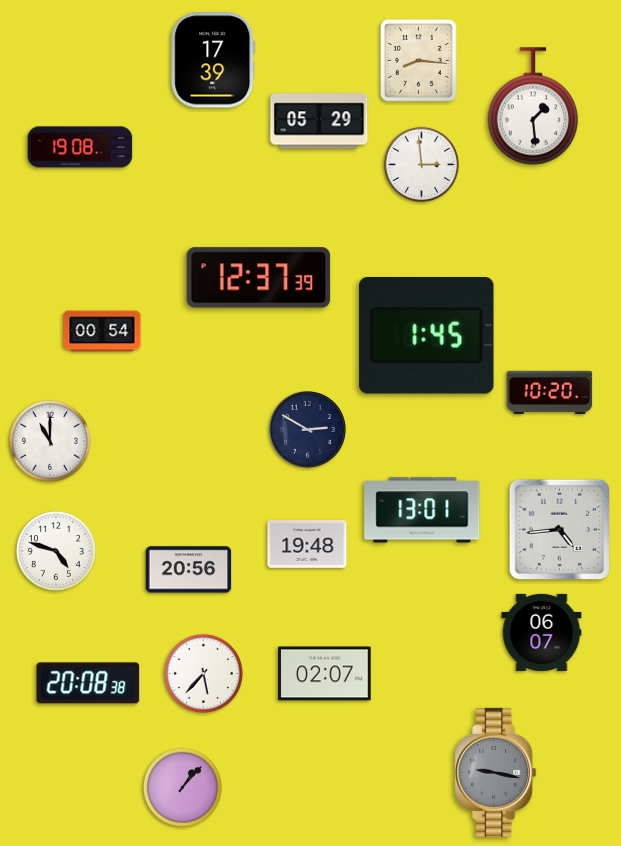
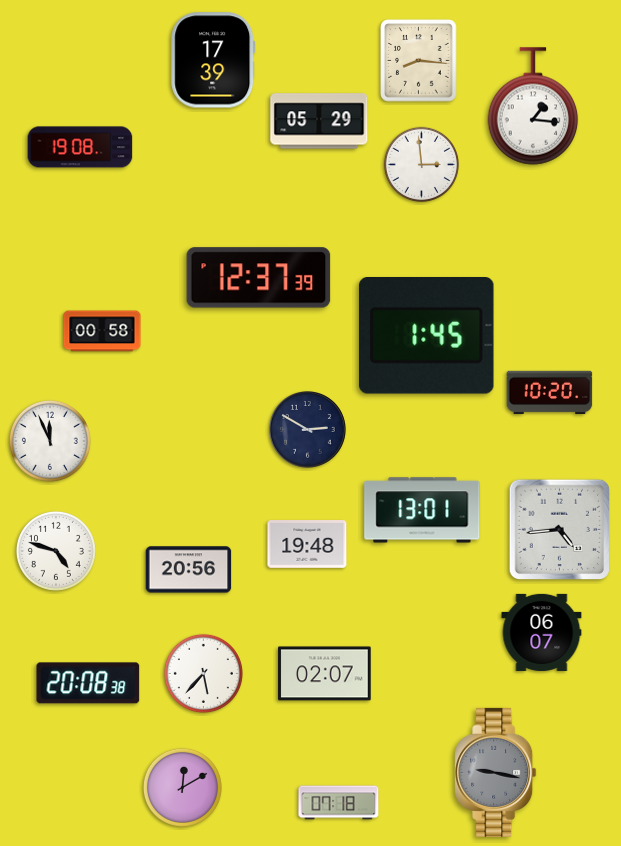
clock at (533, 106): 1:29 -> 1:16
clock at (102, 331): 00:54 -> 00:58
clock at (50, 441): 11:00 -> 11:56
clock at (182, 787): 1:07 -> 12:10
clock at (339, 803): none -> 07:18
